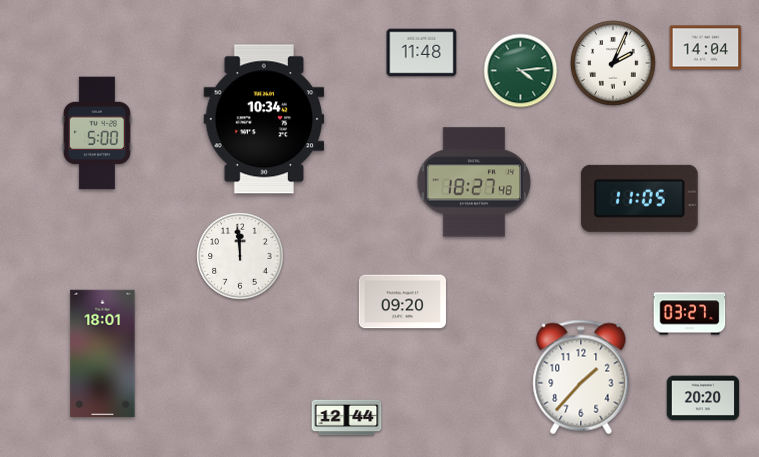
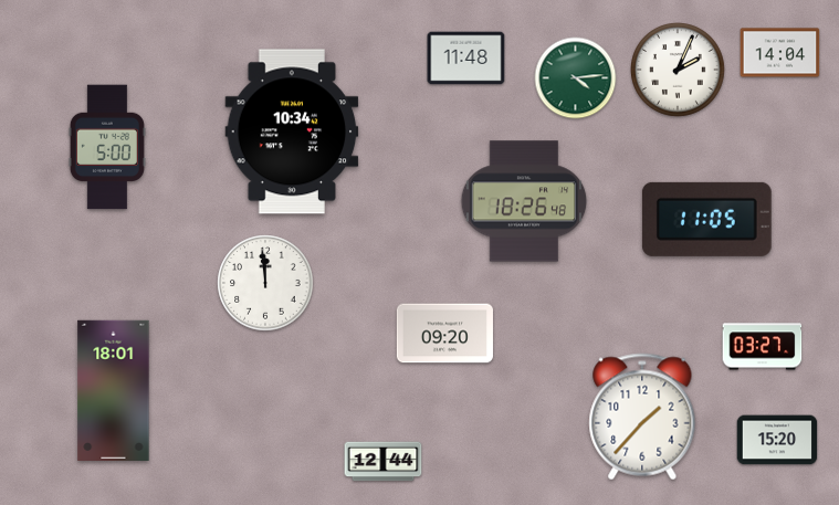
clock at (474, 182): 18:27 -> 18:26
clock at (703, 398): 20:20 -> 15:20
